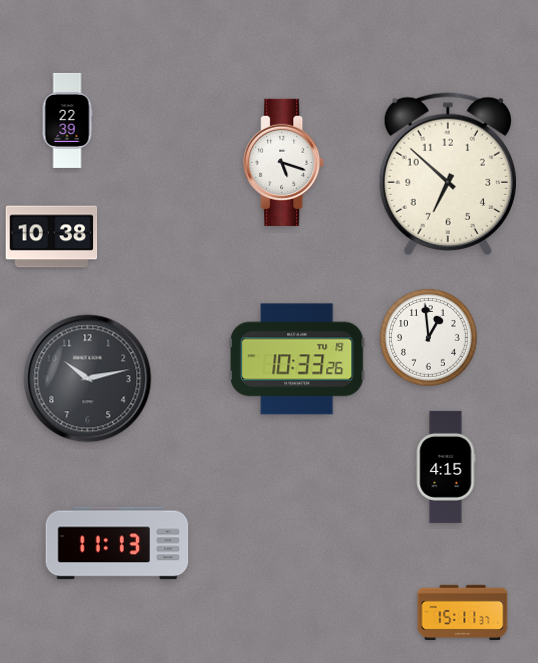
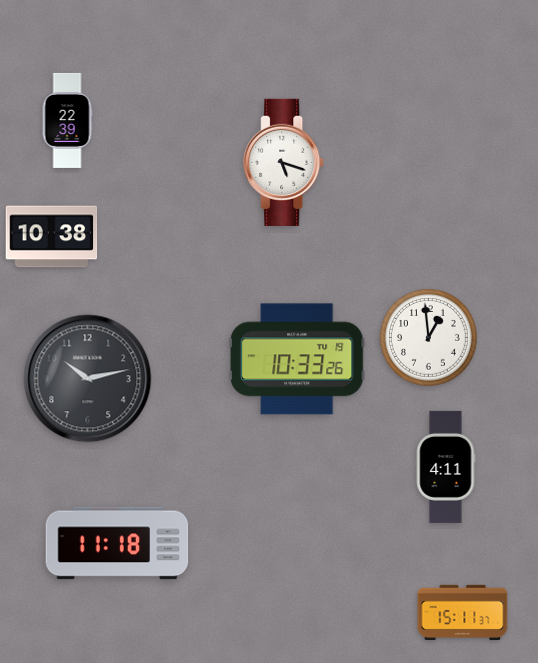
clock at (448, 174): 6:52 -> none
clock at (446, 467): 4:15 -> 4:11
clock at (117, 543): 11:13 -> 11:18
